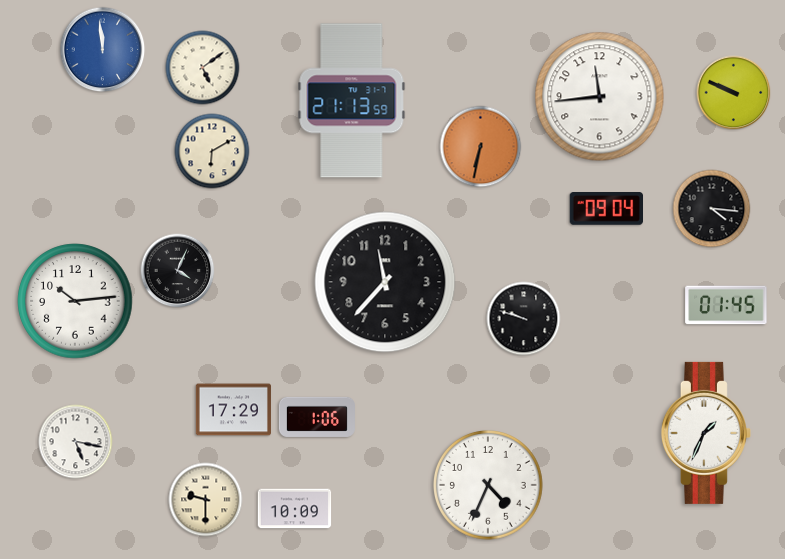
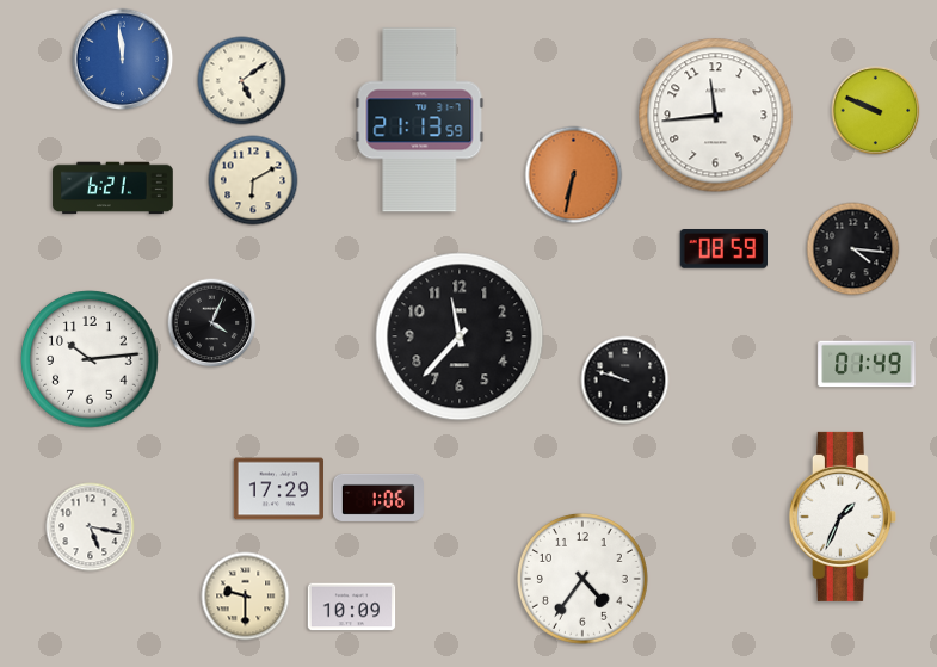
clock at (113, 189): none -> 6:21
clock at (606, 209): 09:04 -> 08:59
clock at (712, 209) position: (712, 209) -> (853, 249)
clock at (726, 305): 01:45 -> 01:49
clock at (489, 486): 4:34 -> 4:36
